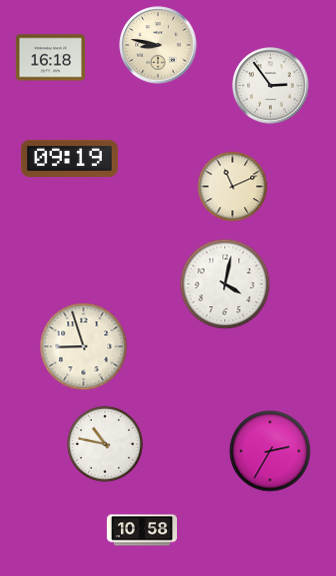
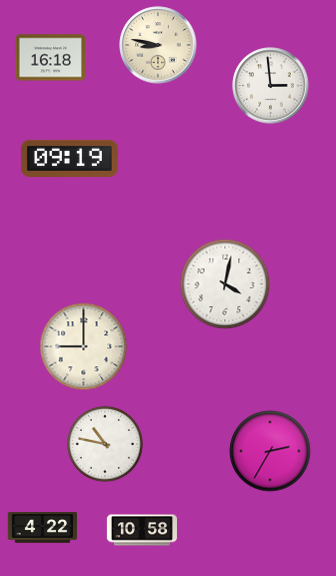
clock at (271, 86): 2:54 -> 2:59
clock at (233, 187): 11:11 -> none
clock at (84, 347): 8:57 -> 9:00
clock at (43, 528): none -> 4:22
